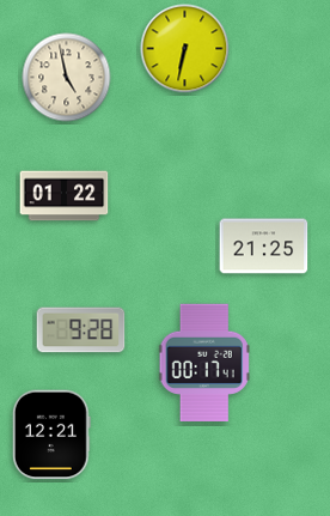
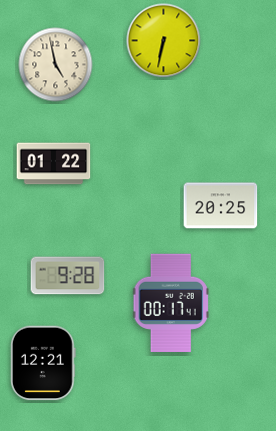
clock at (185, 49) position: (185, 49) -> (164, 41)
clock at (264, 247): 21:25 -> 20:25
